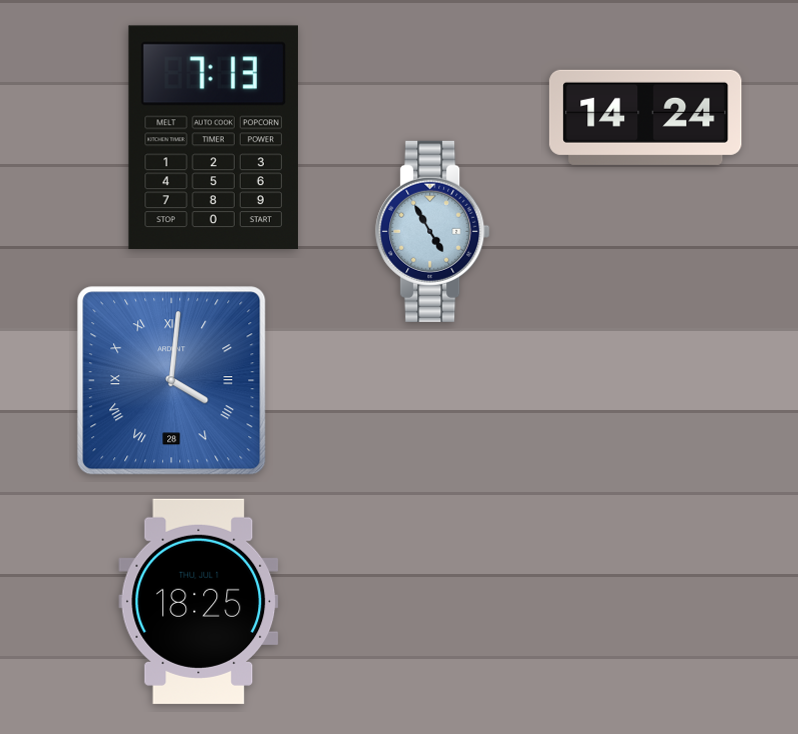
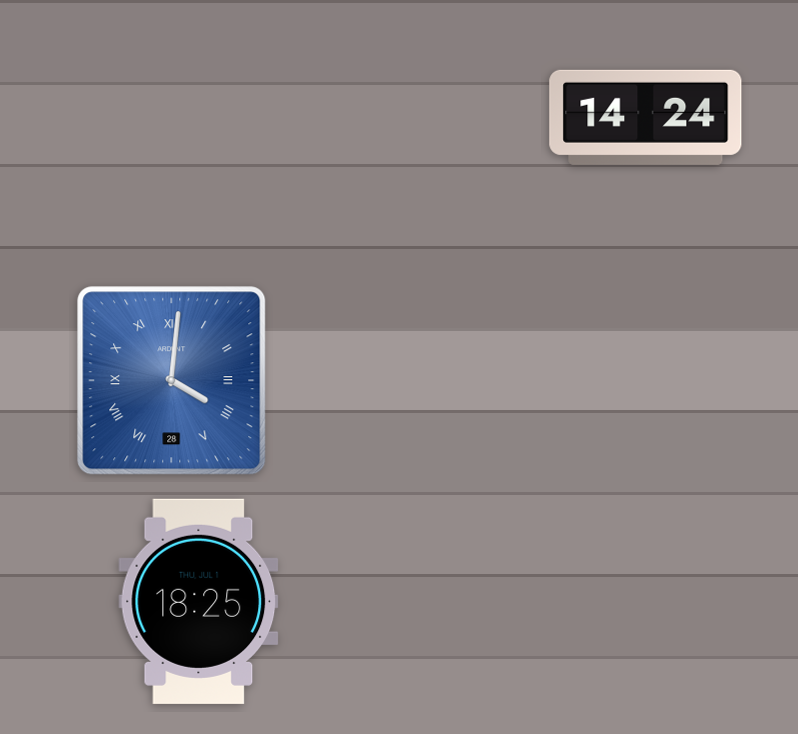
clock at (213, 138): 7:13 -> none
clock at (433, 231): 4:55 -> none
